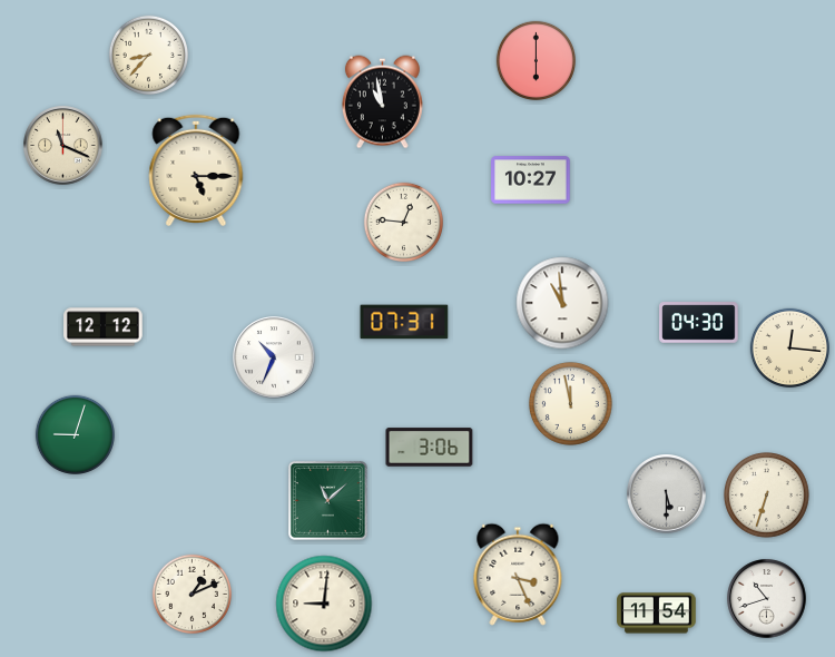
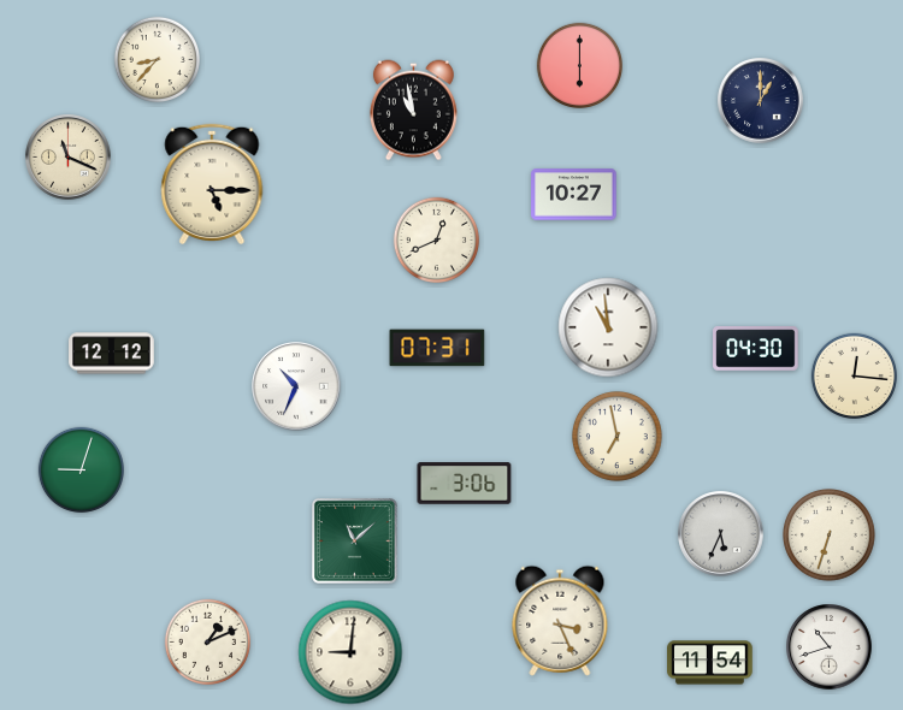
clock at (148, 55) position: (148, 55) -> (157, 59)
clock at (761, 101): none -> 1:00
clock at (403, 222): 12:46 -> 12:41
clock at (570, 403): 11:58 -> 6:58
clock at (667, 494): 5:30 -> 5:34
